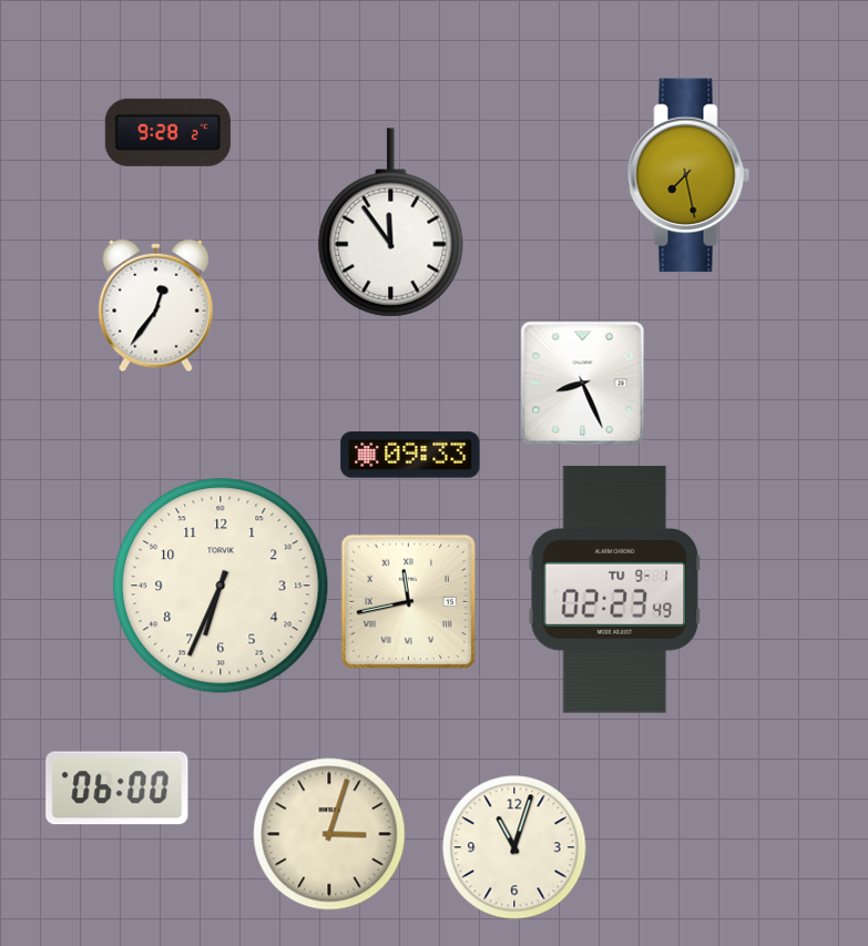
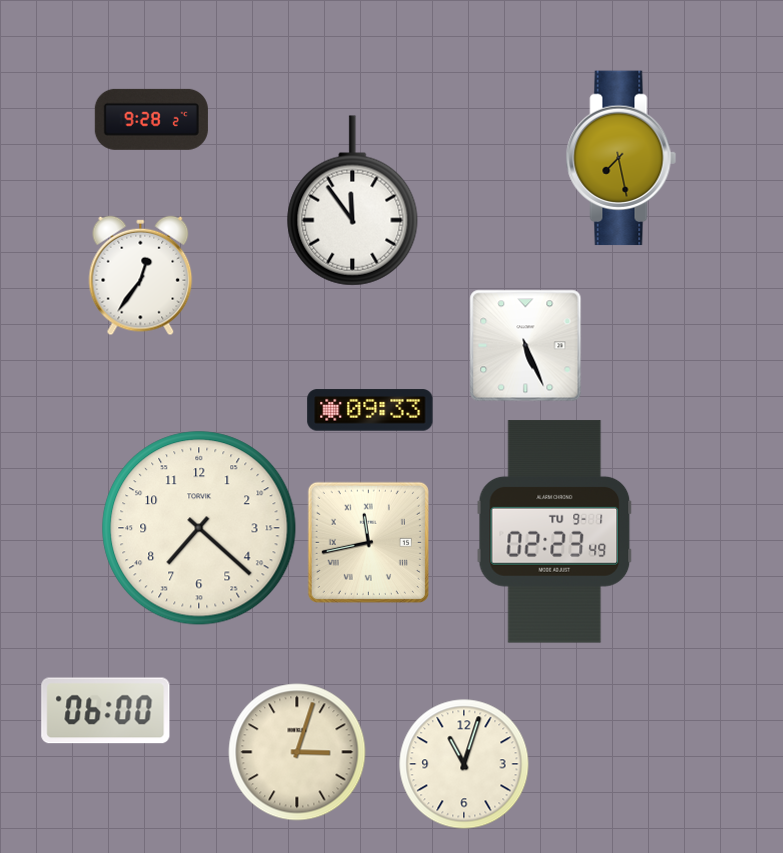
clock at (583, 384): 8:26 -> 5:26
clock at (221, 586): 6:34 -> 7:22
